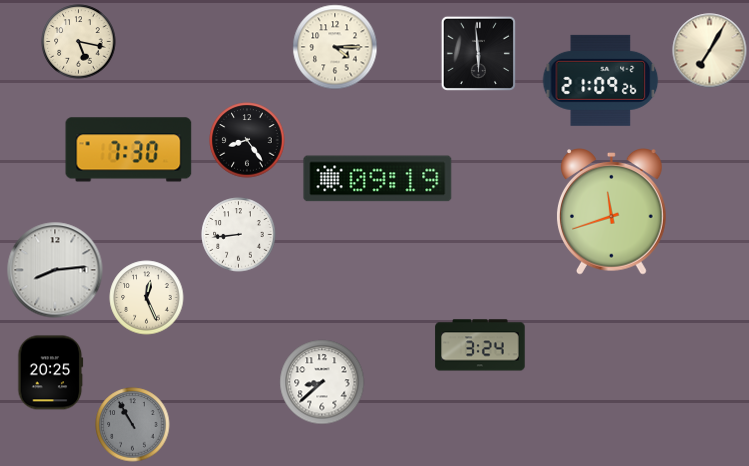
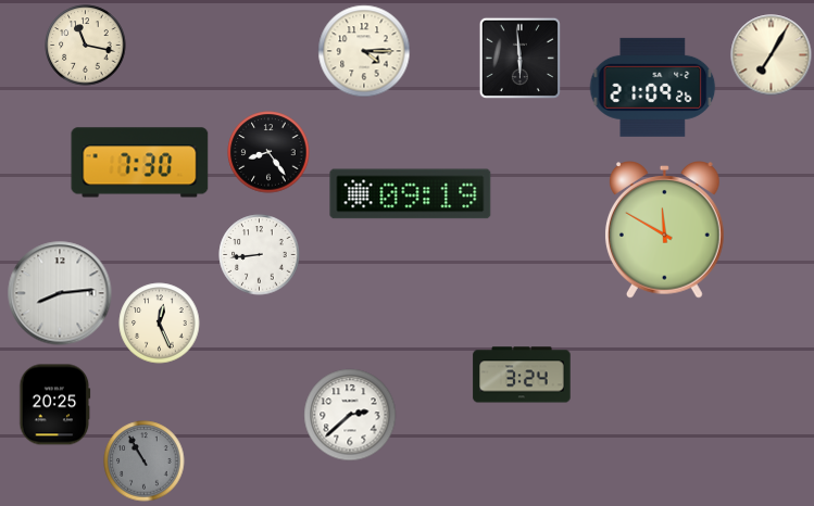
clock at (79, 42): 5:17 -> 11:17
clock at (611, 212): 11:42 -> 11:50
clock at (322, 382): 8:38 -> 2:38
